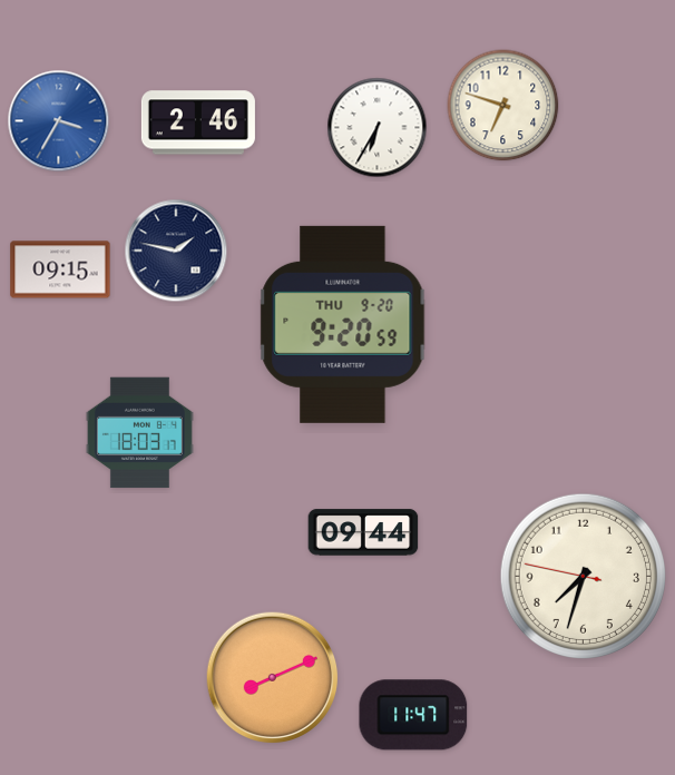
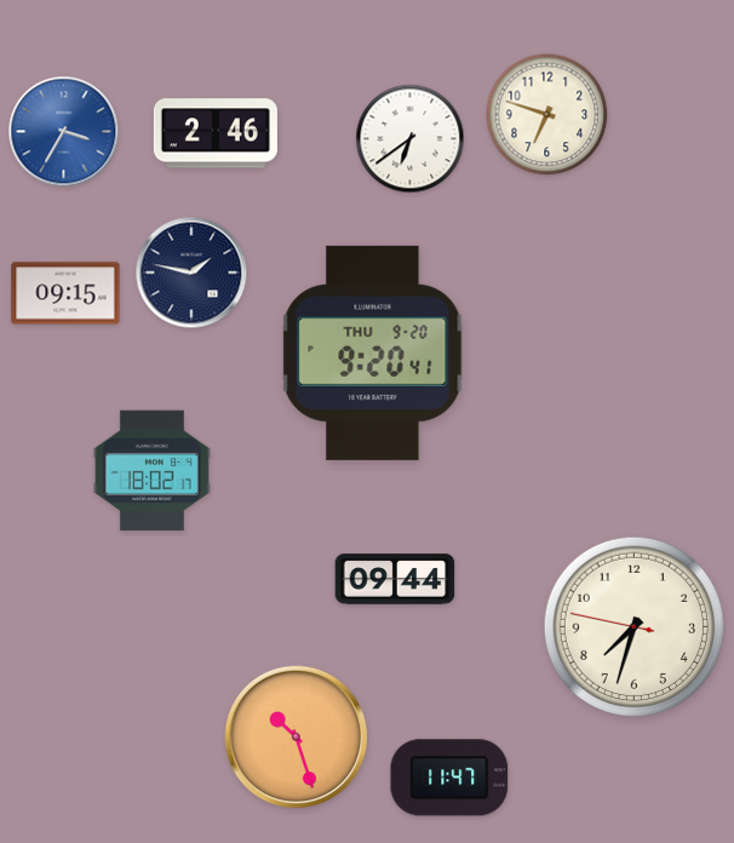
clock at (378, 128): 6:35 -> 6:39
clock at (343, 324): 9:20:59 -> 9:20:41
clock at (139, 433): 18:03 -> 18:02
clock at (273, 678): 8:11 -> 10:27
